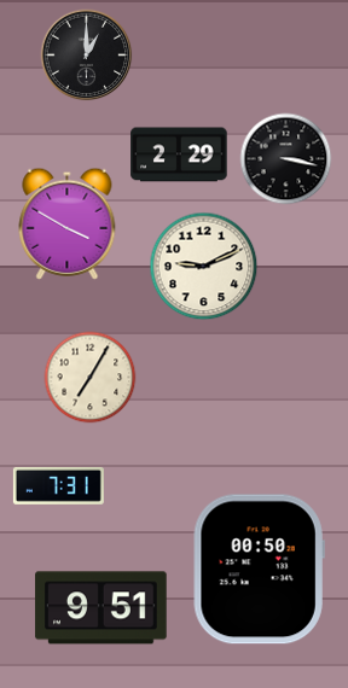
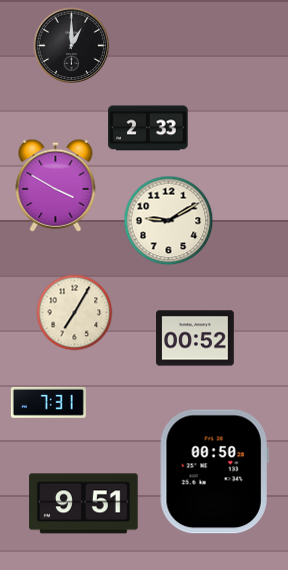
clock at (179, 154): 2:29 -> 2:33
clock at (286, 159): 3:17 -> none
clock at (204, 267): 9:11 -> 9:10
clock at (195, 338): none -> 00:52
